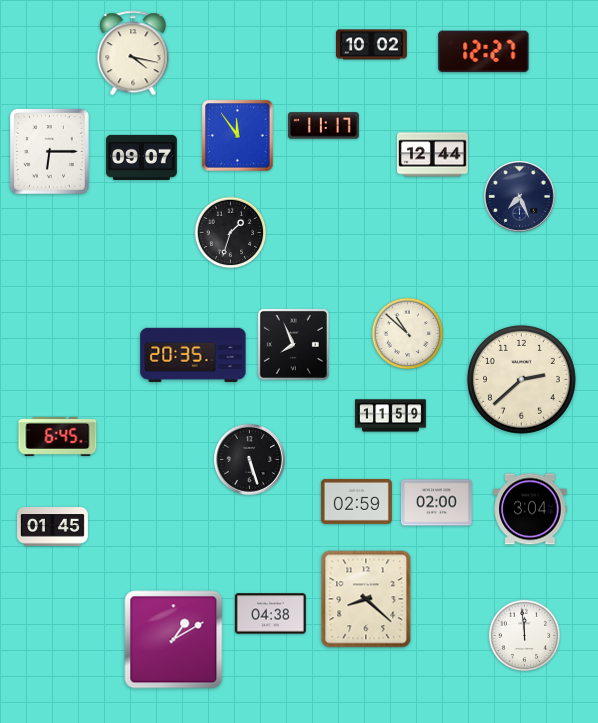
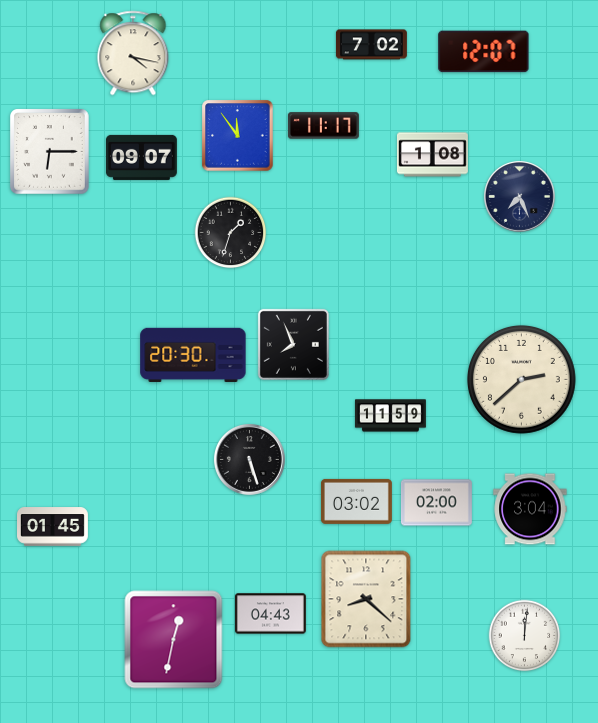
clock at (371, 45): 10:02 -> 7:02
clock at (484, 52): 12:27 -> 12:07
clock at (432, 155): 12:44 -> 1:08
clock at (408, 334): 10:52 -> none
clock at (193, 355): 20:35 -> 20:30
clock at (58, 436): 6:45 -> none
clock at (356, 501): 02:59 -> 03:02
clock at (270, 614): 04:38 -> 04:43
clock at (525, 636): 11:59 -> 12:01
clock at (174, 640): 1:10 -> 12:32
